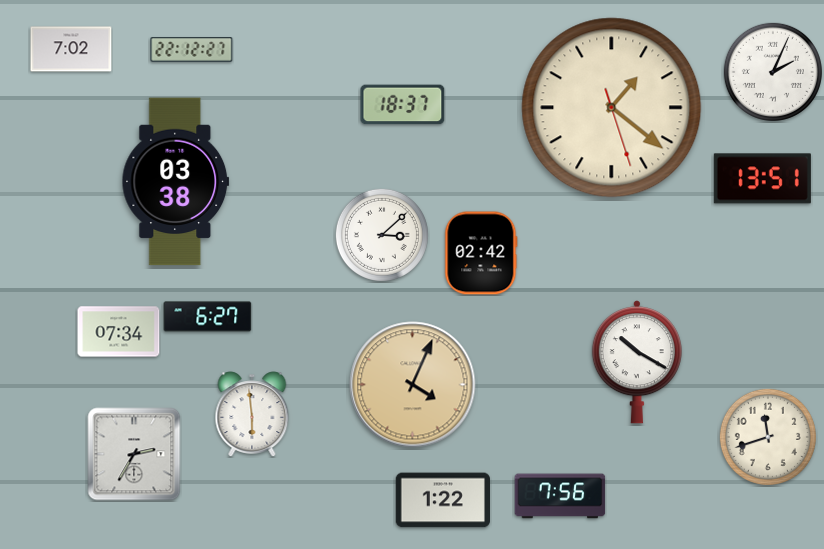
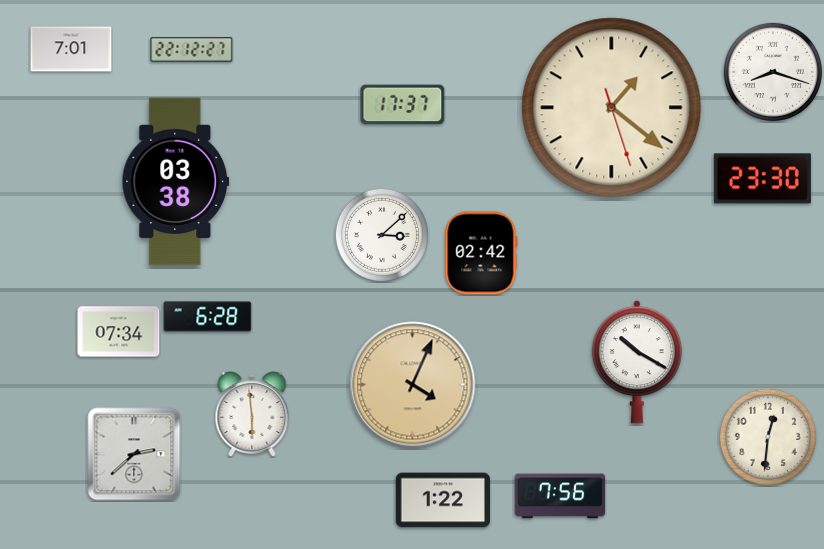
clock at (71, 49): 7:02 -> 7:01
clock at (773, 72): 2:04 -> 8:18
clock at (403, 105): 18:37 -> 17:37
clock at (762, 179): 13:51 -> 23:30
clock at (208, 317): 6:27 -> 6:28
clock at (768, 437): 11:42 -> 12:31
clock at (134, 454): 2:35 -> 2:38
